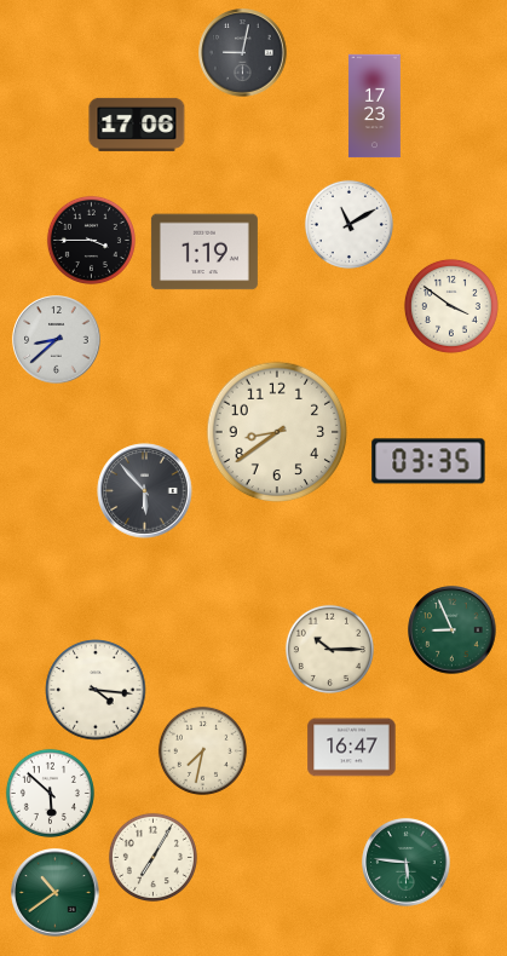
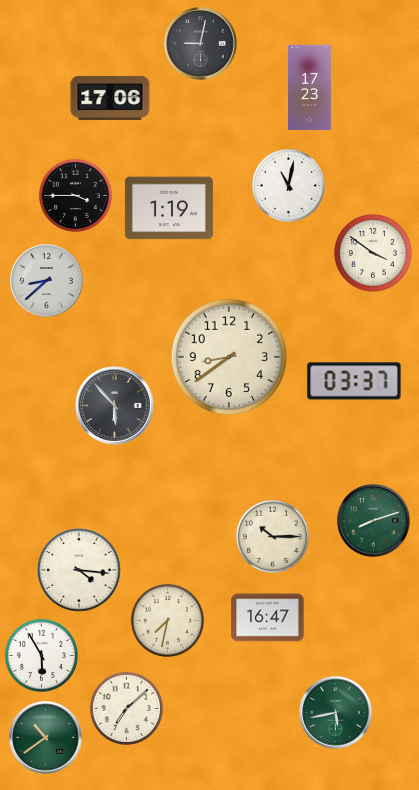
clock at (137, 125) position: (137, 125) -> (110, 98)
clock at (348, 224): 11:10 -> 11:02
clock at (91, 240) position: (91, 240) -> (75, 195)
clock at (428, 461): 03:35 -> 03:37
clock at (145, 491) position: (145, 491) -> (115, 406)
clock at (453, 630): 8:56 -> 8:12
clock at (352, 748) position: (352, 748) -> (268, 618)
clock at (50, 793): 5:52 -> 5:55
clock at (152, 857): 7:05 -> 7:08
clock at (407, 863): 5:46 -> 5:43
